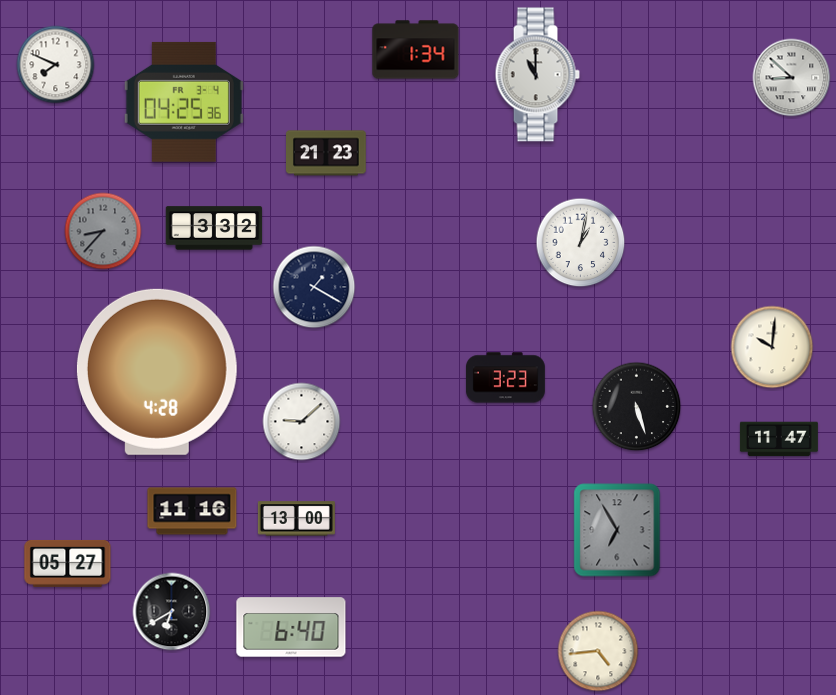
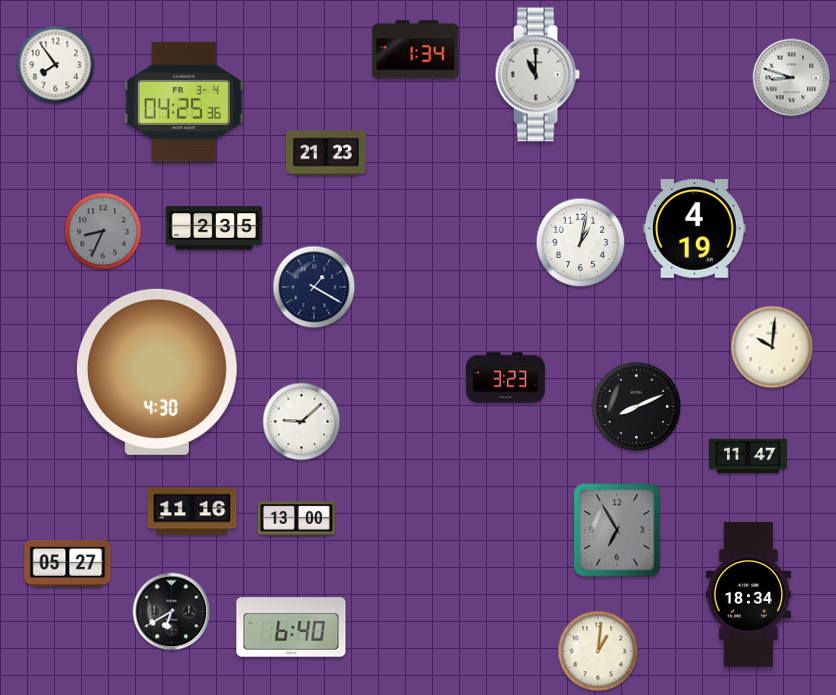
clock at (56, 65): 7:49 -> 7:54
clock at (792, 78): 8:52 -> 8:48
clock at (214, 228): 3:32 -> 2:35
clock at (695, 229): none -> 4:19
clock at (103, 231): 8:37 -> 8:34
clock at (157, 372): 4:28 -> 4:30
clock at (637, 407): 5:27 -> 8:11
clock at (779, 439) position: (779, 439) -> (748, 456)
clock at (748, 594): none -> 18:34
clock at (598, 651): 4:44 -> 1:01
